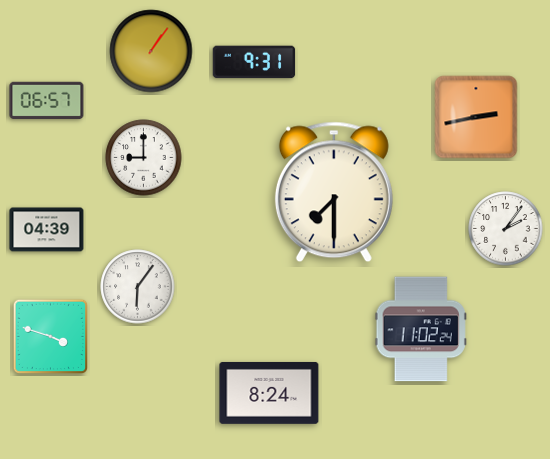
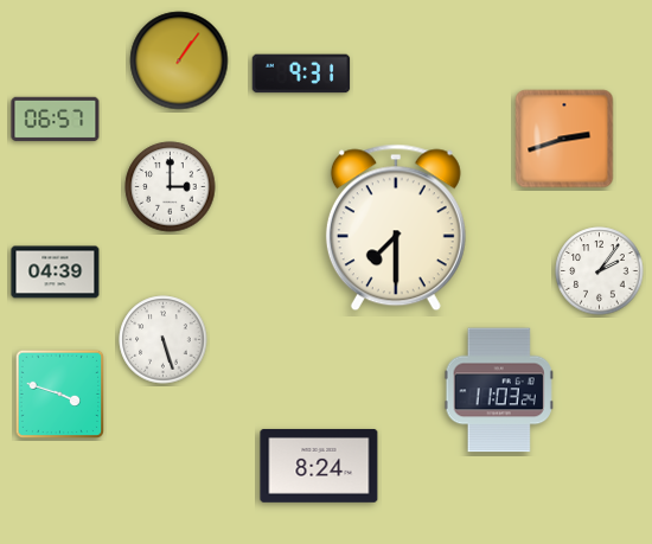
clock at (476, 117): 2:43 -> 2:42
clock at (144, 158): 9:00 -> 3:00
clock at (138, 287): 6:06 -> 5:27
clock at (421, 329): 11:02 -> 11:03
clock at (50, 336) position: (50, 336) -> (59, 393)
